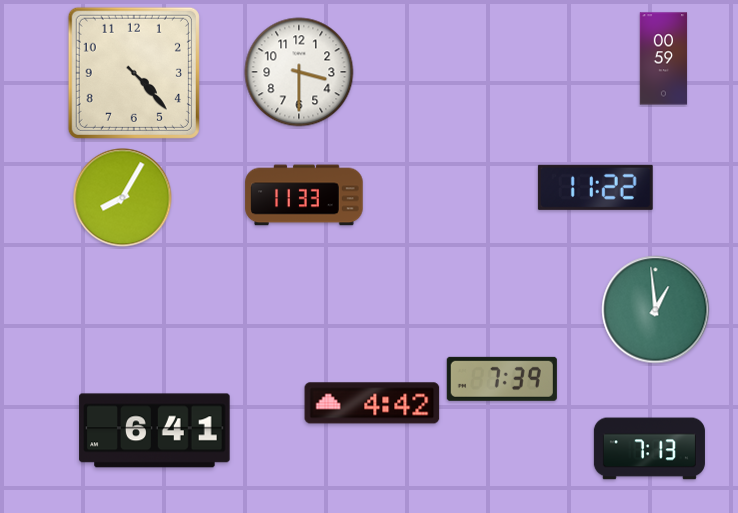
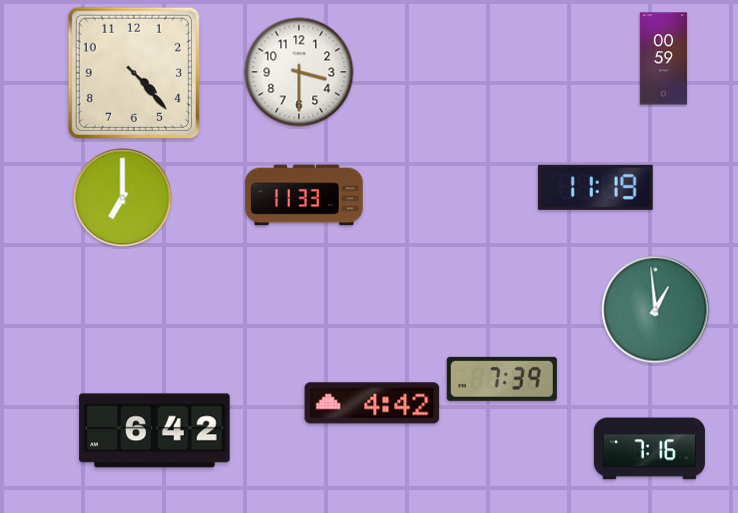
clock at (595, 187): 11:22 -> 11:19
clock at (123, 198): 8:05 -> 7:00
clock at (155, 431): 6:41 -> 6:42
clock at (649, 449): 7:13 -> 7:16
